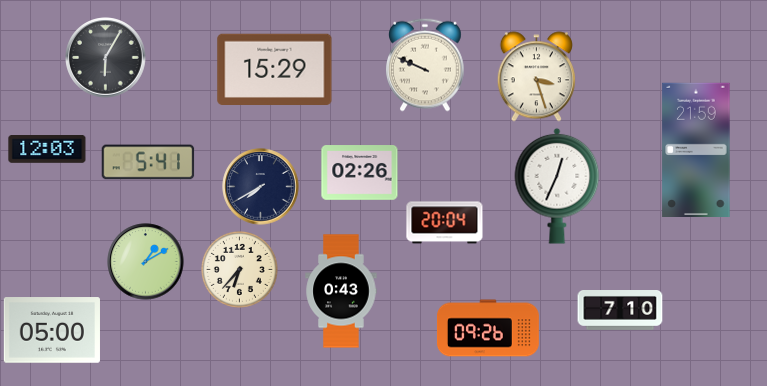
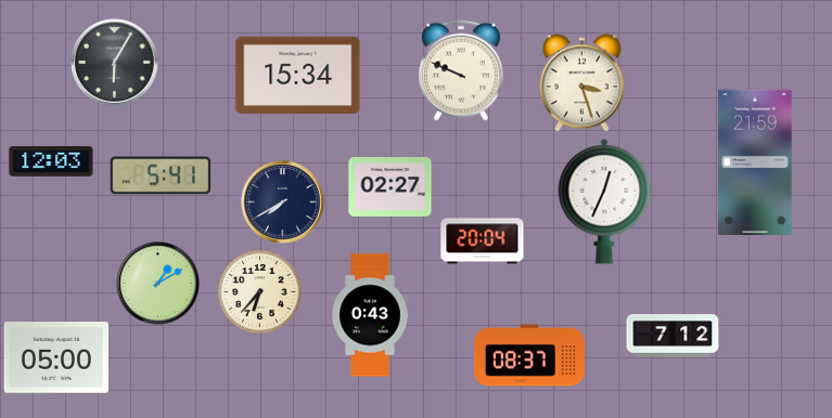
clock at (275, 69): 15:29 -> 15:34
clock at (360, 173): 02:26 -> 02:27
clock at (620, 311): 7:10 -> 7:12
clock at (488, 328): 09:26 -> 08:37
